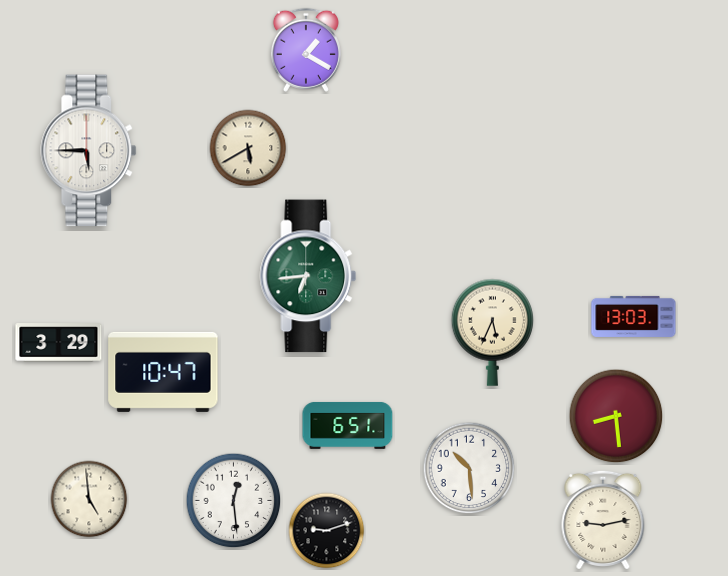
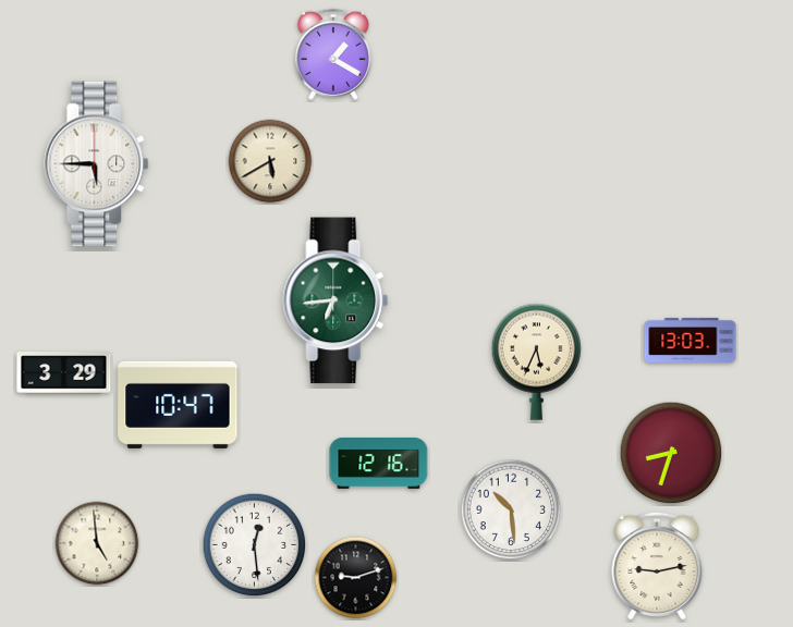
clock at (634, 316) position: (634, 316) -> (691, 340)
clock at (616, 416): 8:29 -> 8:33
clock at (348, 425): 6:51 -> 12:16
